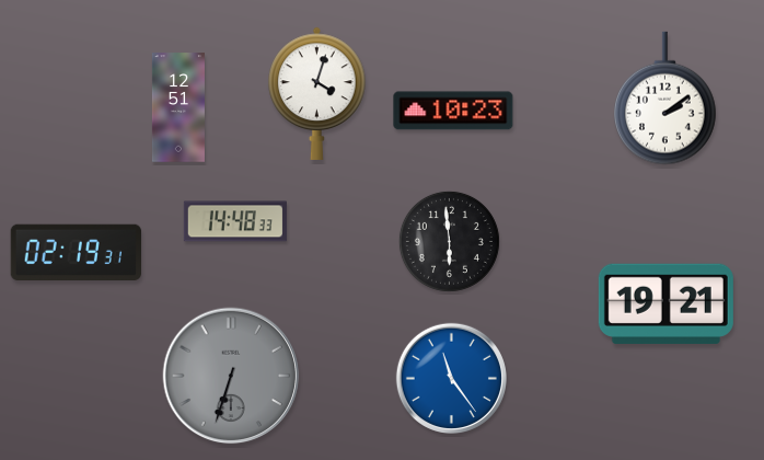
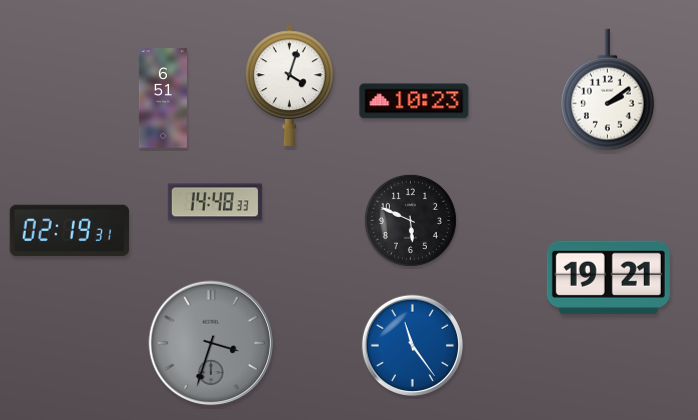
clock at (178, 107): 12:51 -> 6:51
clock at (449, 241): 5:59 -> 5:49
clock at (231, 376): 6:33 -> 3:33
